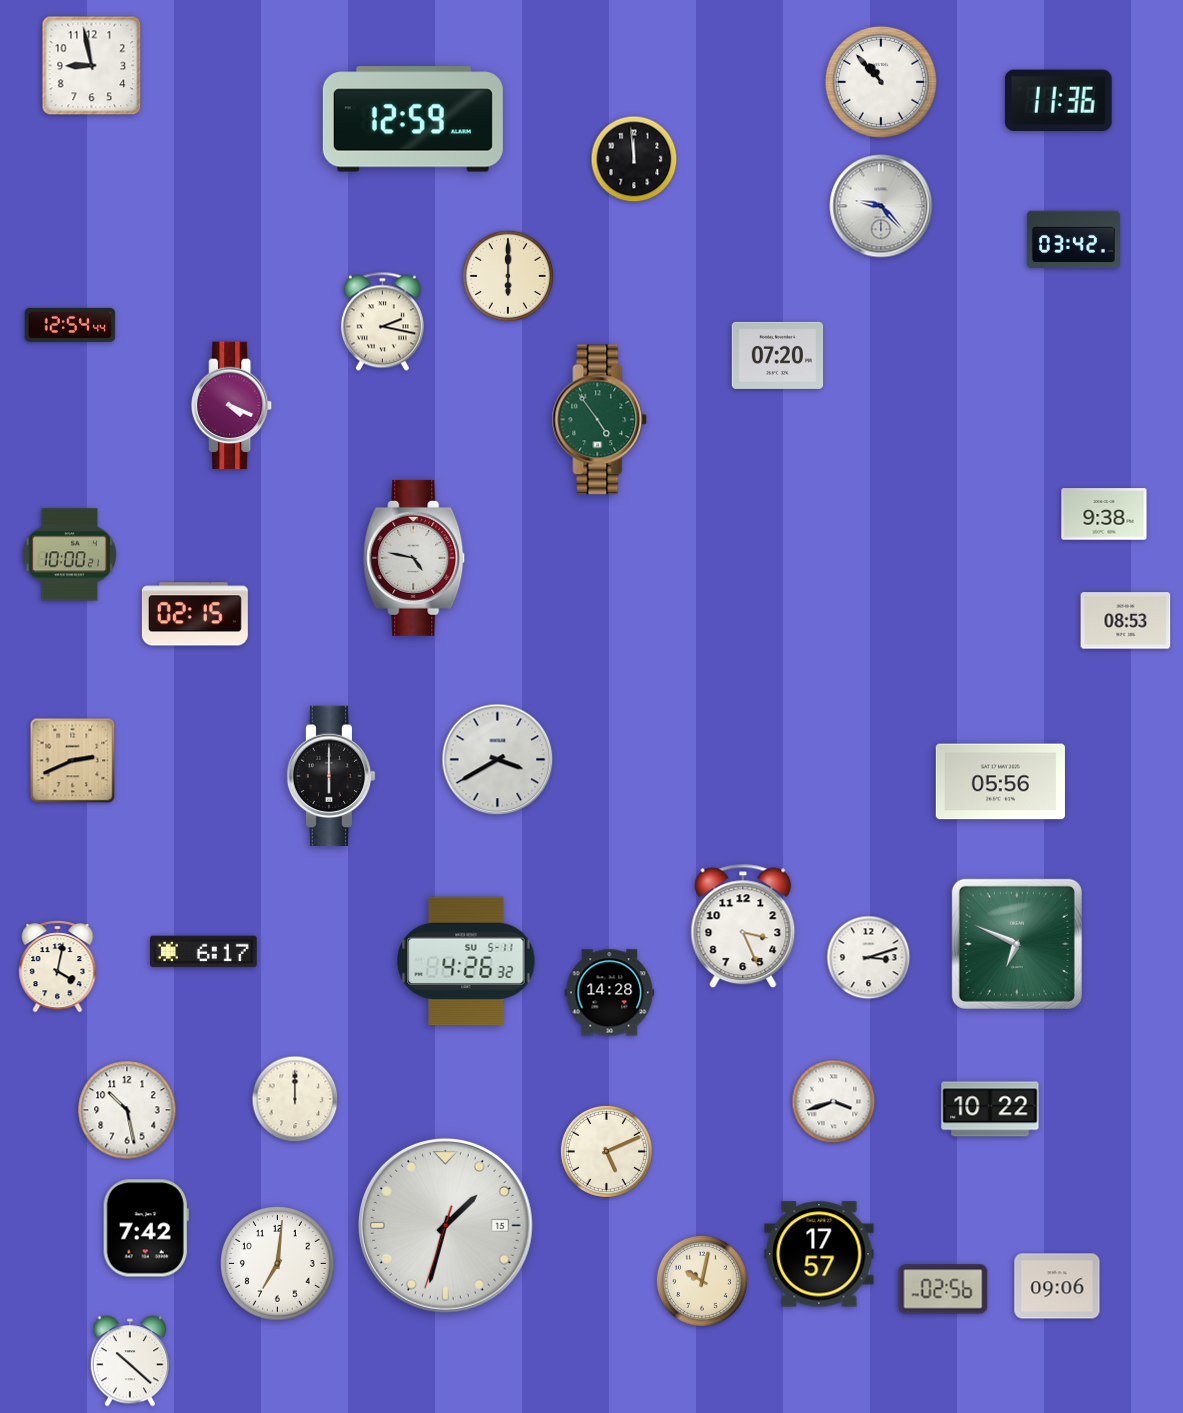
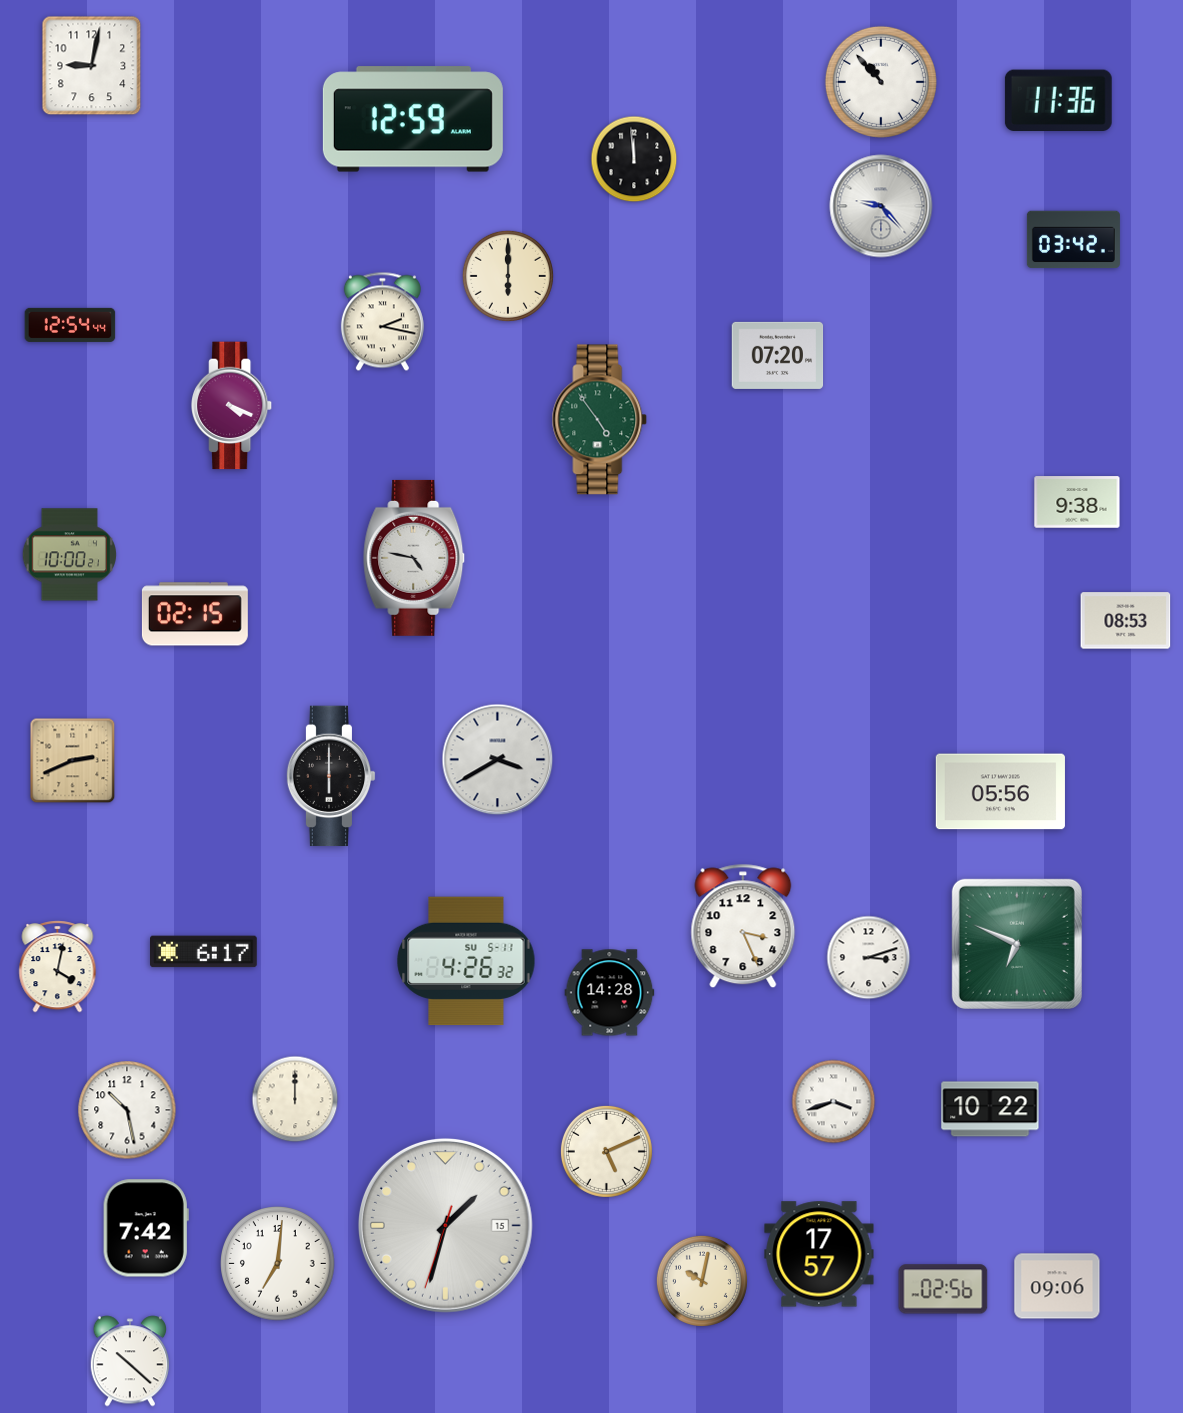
clock at (92, 66): 8:58 -> 9:02
clock at (1104, 514) position: (1104, 514) -> (1077, 502)
clock at (1000, 782) position: (1000, 782) -> (1000, 792)
